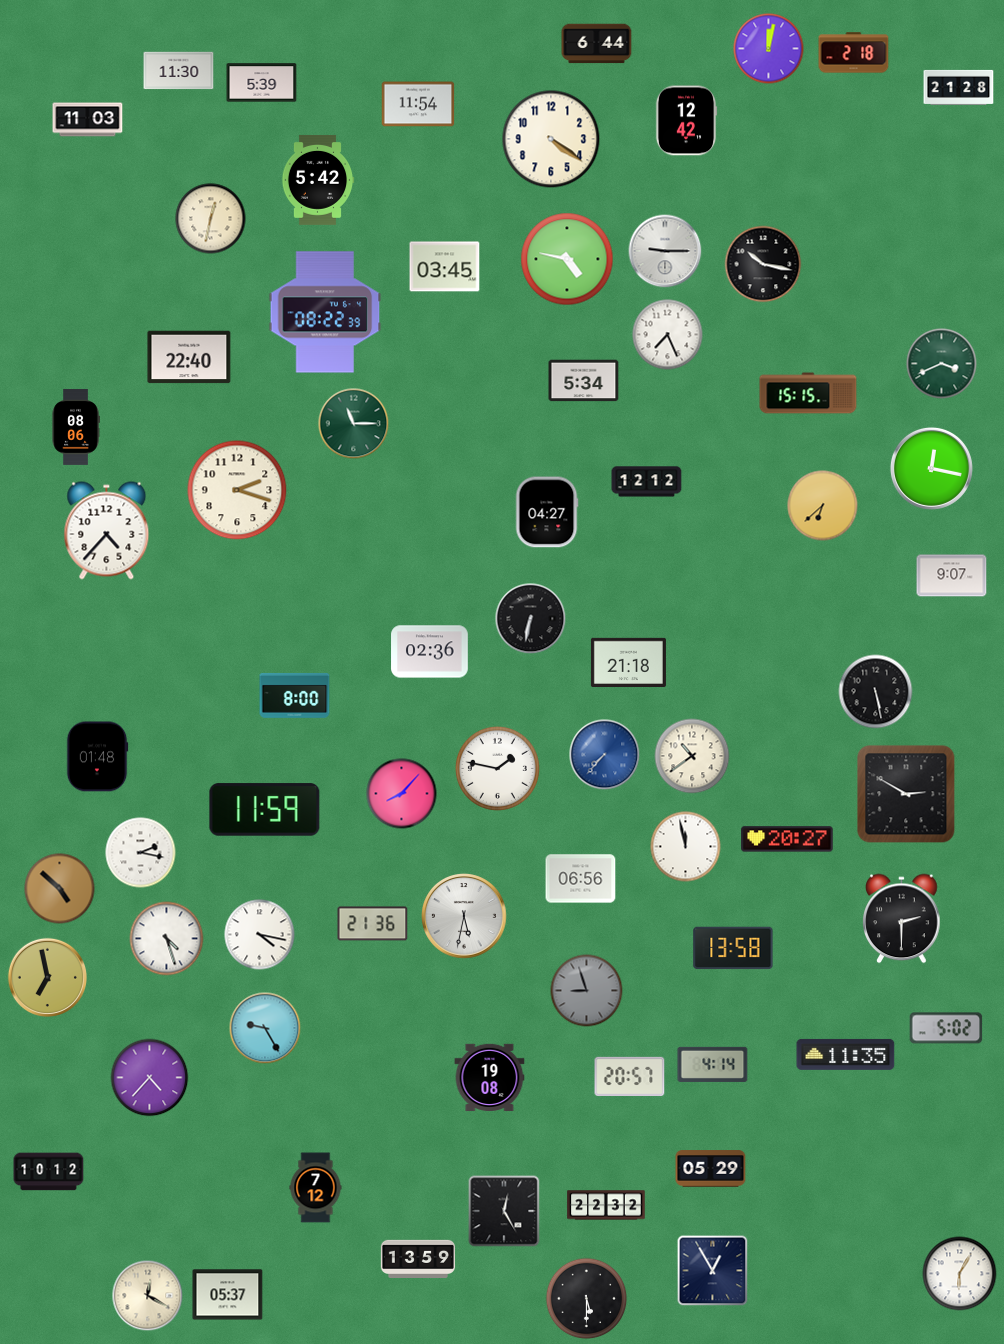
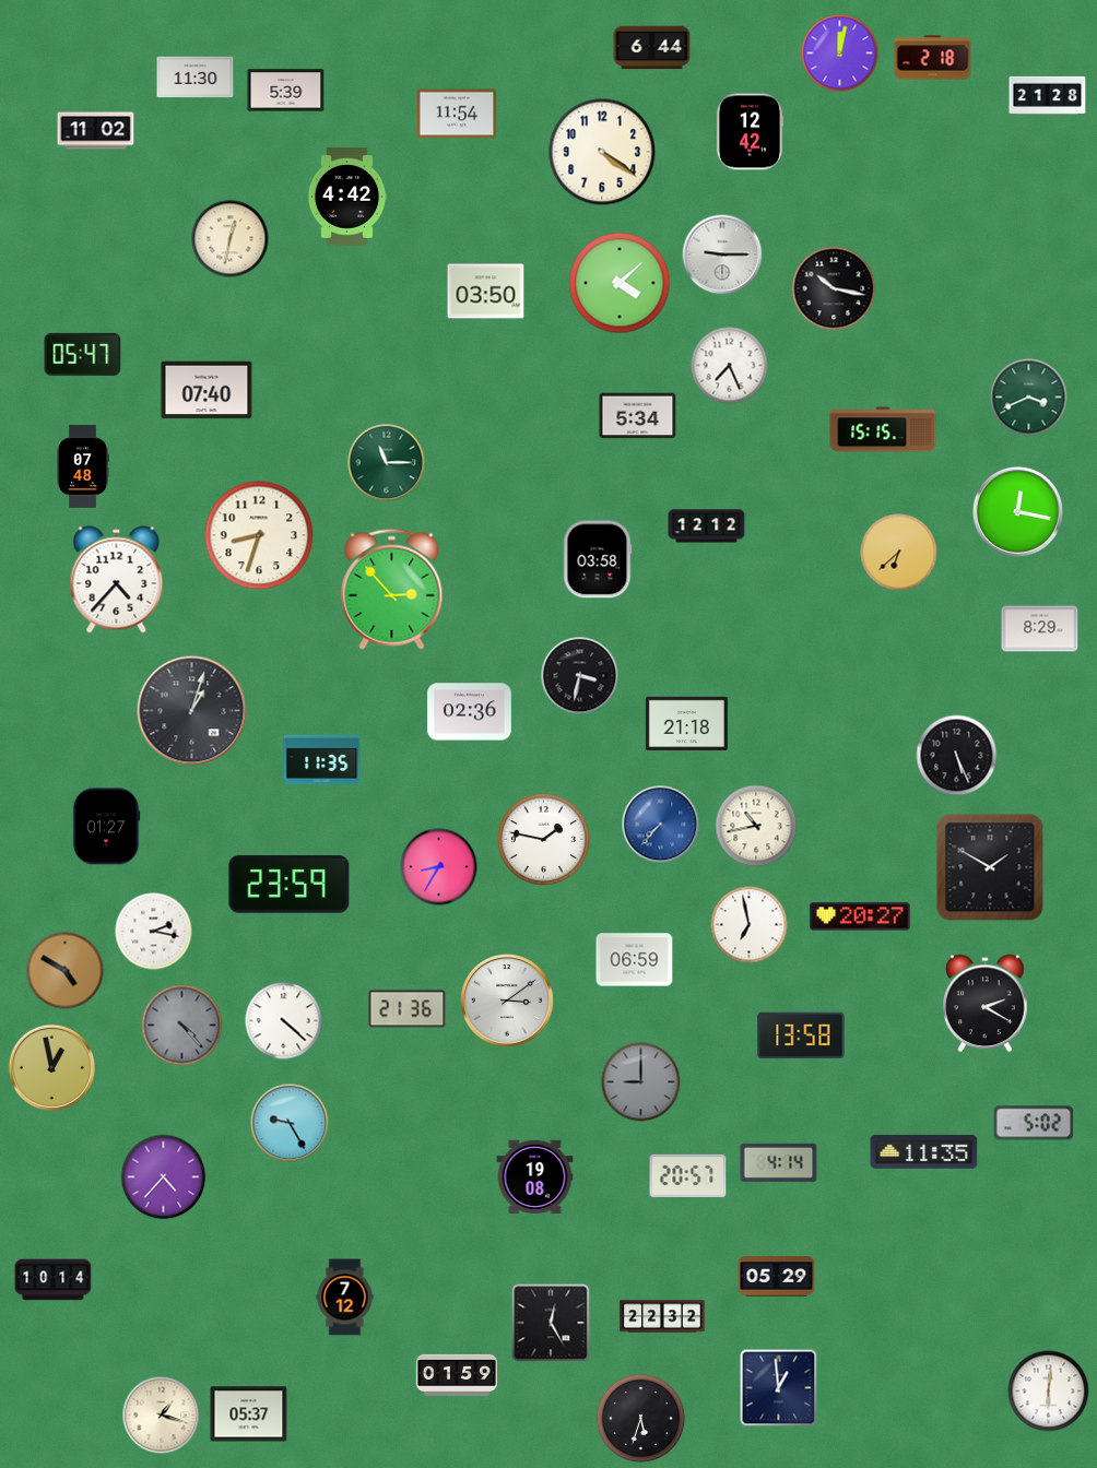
clock at (88, 120): 11:03 -> 11:02
clock at (318, 180): 5:42 -> 4:42
clock at (665, 251) position: (665, 251) -> (722, 254)
clock at (567, 259): 4:47 -> 4:08
clock at (445, 267): 03:45 -> 03:50
clock at (325, 312): 08:22 -> none
clock at (83, 354): none -> 05:47
clock at (189, 357): 22:40 -> 07:40
clock at (76, 427): 08:06 -> 07:48
clock at (237, 490): 2:18 -> 8:33
clock at (547, 512): 04:27 -> 03:58
clock at (392, 589): none -> 2:53
clock at (952, 576): 9:07 -> 8:29
clock at (531, 619): 6:32 -> 3:32
clock at (192, 711): none -> 1:03
clock at (876, 692): 5:28 -> 5:26
clock at (295, 695): 8:00 -> 11:35
clock at (692, 756): 10:39 -> 10:43
clock at (97, 757): 01:48 -> 01:27
clock at (402, 794): 8:07 -> 8:35
clock at (906, 794): 2:50 -> 1:50
clock at (265, 810): 11:59 -> 23:59
clock at (686, 847): 11:58 -> 6:58
clock at (581, 879): 06:56 -> 06:59
clock at (60, 889): 4:52 -> 4:50
clock at (465, 917): 5:32 -> 3:09
clock at (902, 919): 2:30 -> 2:20
clock at (260, 935): 4:17 -> 4:22
clock at (167, 939): 4:27 -> 4:23
clock at (167, 939) dial: white -> grey
clock at (47, 977): 6:58 -> 12:58
clock at (587, 991): 8:57 -> 9:00
clock at (49, 1172): 10:12 -> 10:14
clock at (417, 1259): 13:59 -> 01:59
clock at (713, 1271): 12:55 -> 12:59
clock at (960, 1274): 6:05 -> 6:01
clock at (148, 1296): 12:20 -> 1:18
clock at (587, 1299): 5:30 -> 5:33
